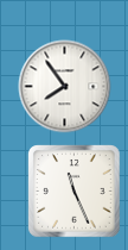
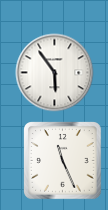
clock at (64, 86): 7:54 -> 5:54
